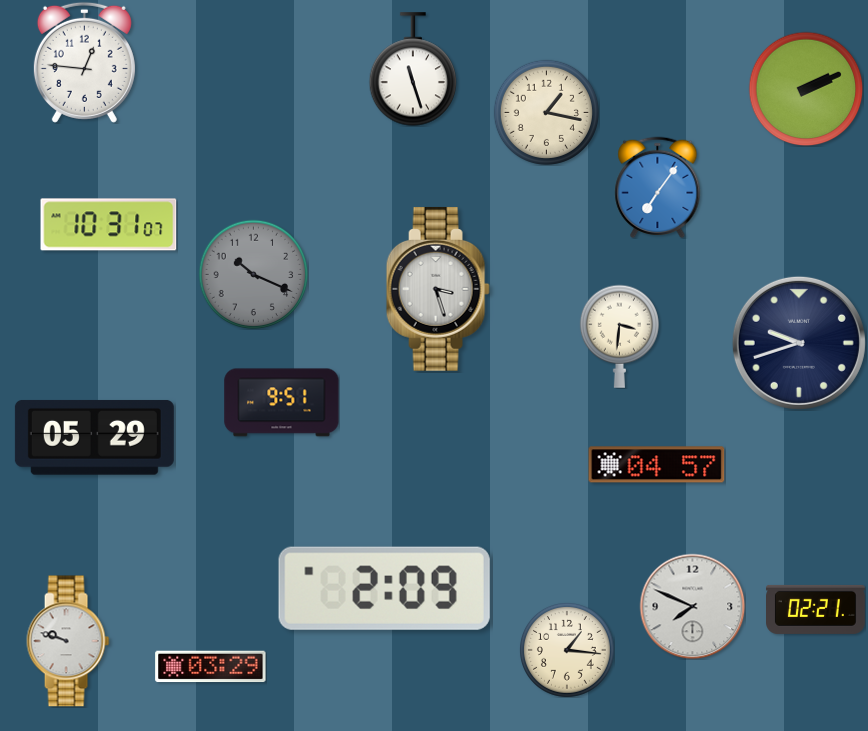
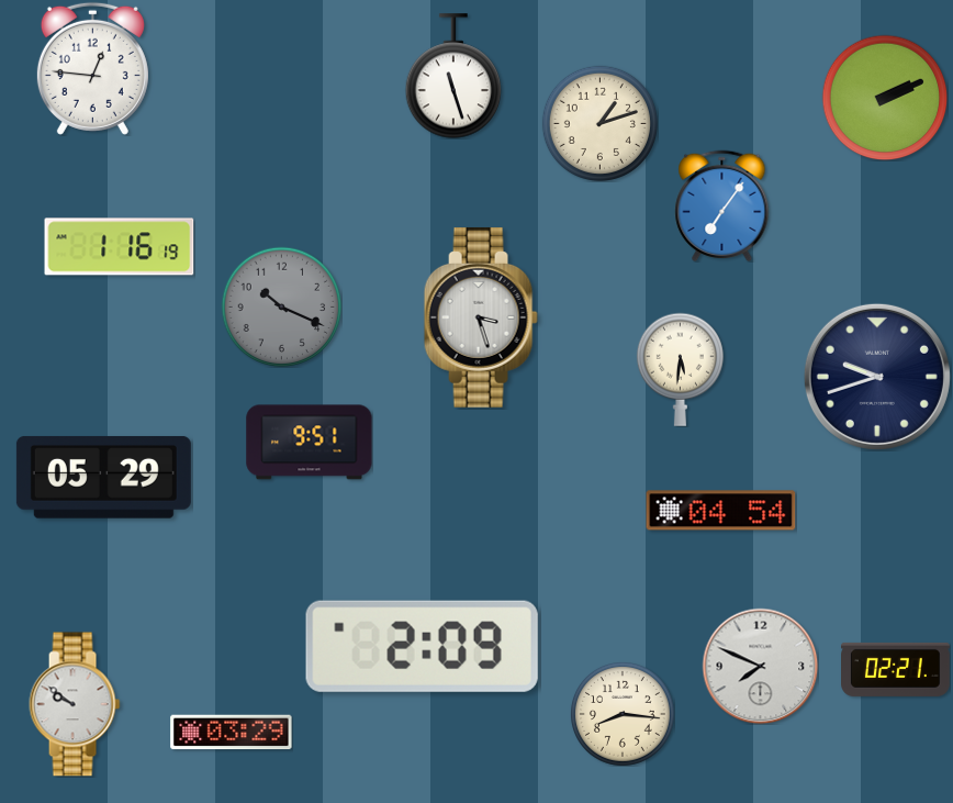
clock at (546, 112): 1:17 -> 1:12
clock at (109, 225): 10:31 -> 1:16
clock at (253, 274) position: (253, 274) -> (281, 306)
clock at (619, 336): 3:31 -> 5:31
clock at (94, 438) position: (94, 438) -> (103, 478)
clock at (657, 465): 04:57 -> 04:54
clock at (68, 641): 9:48 -> 9:51
clock at (567, 650): 1:16 -> 8:16
